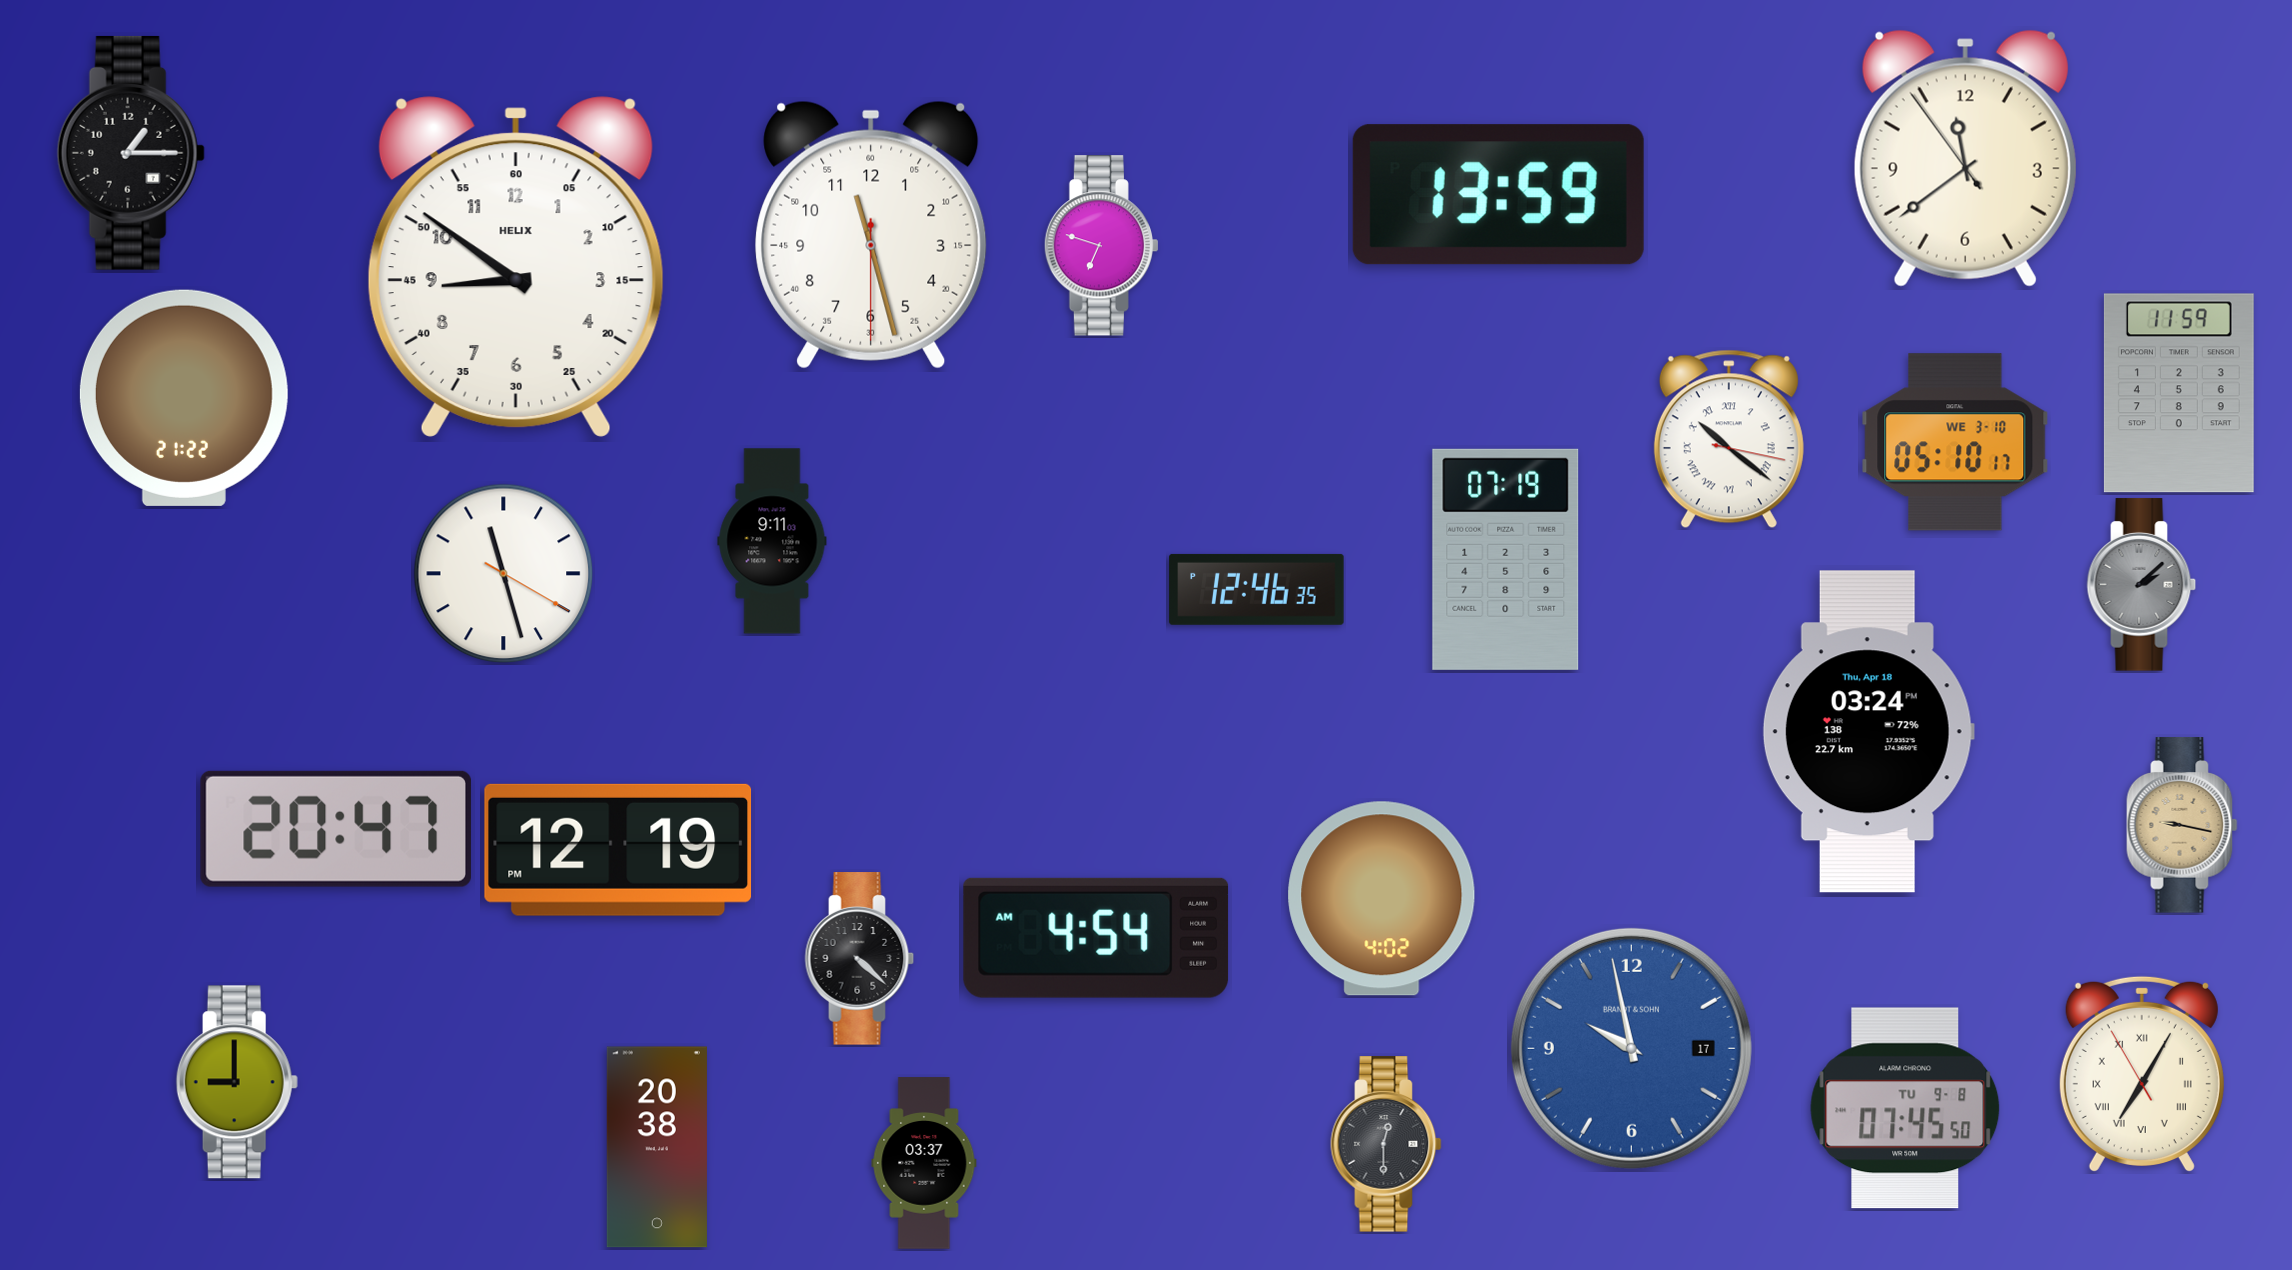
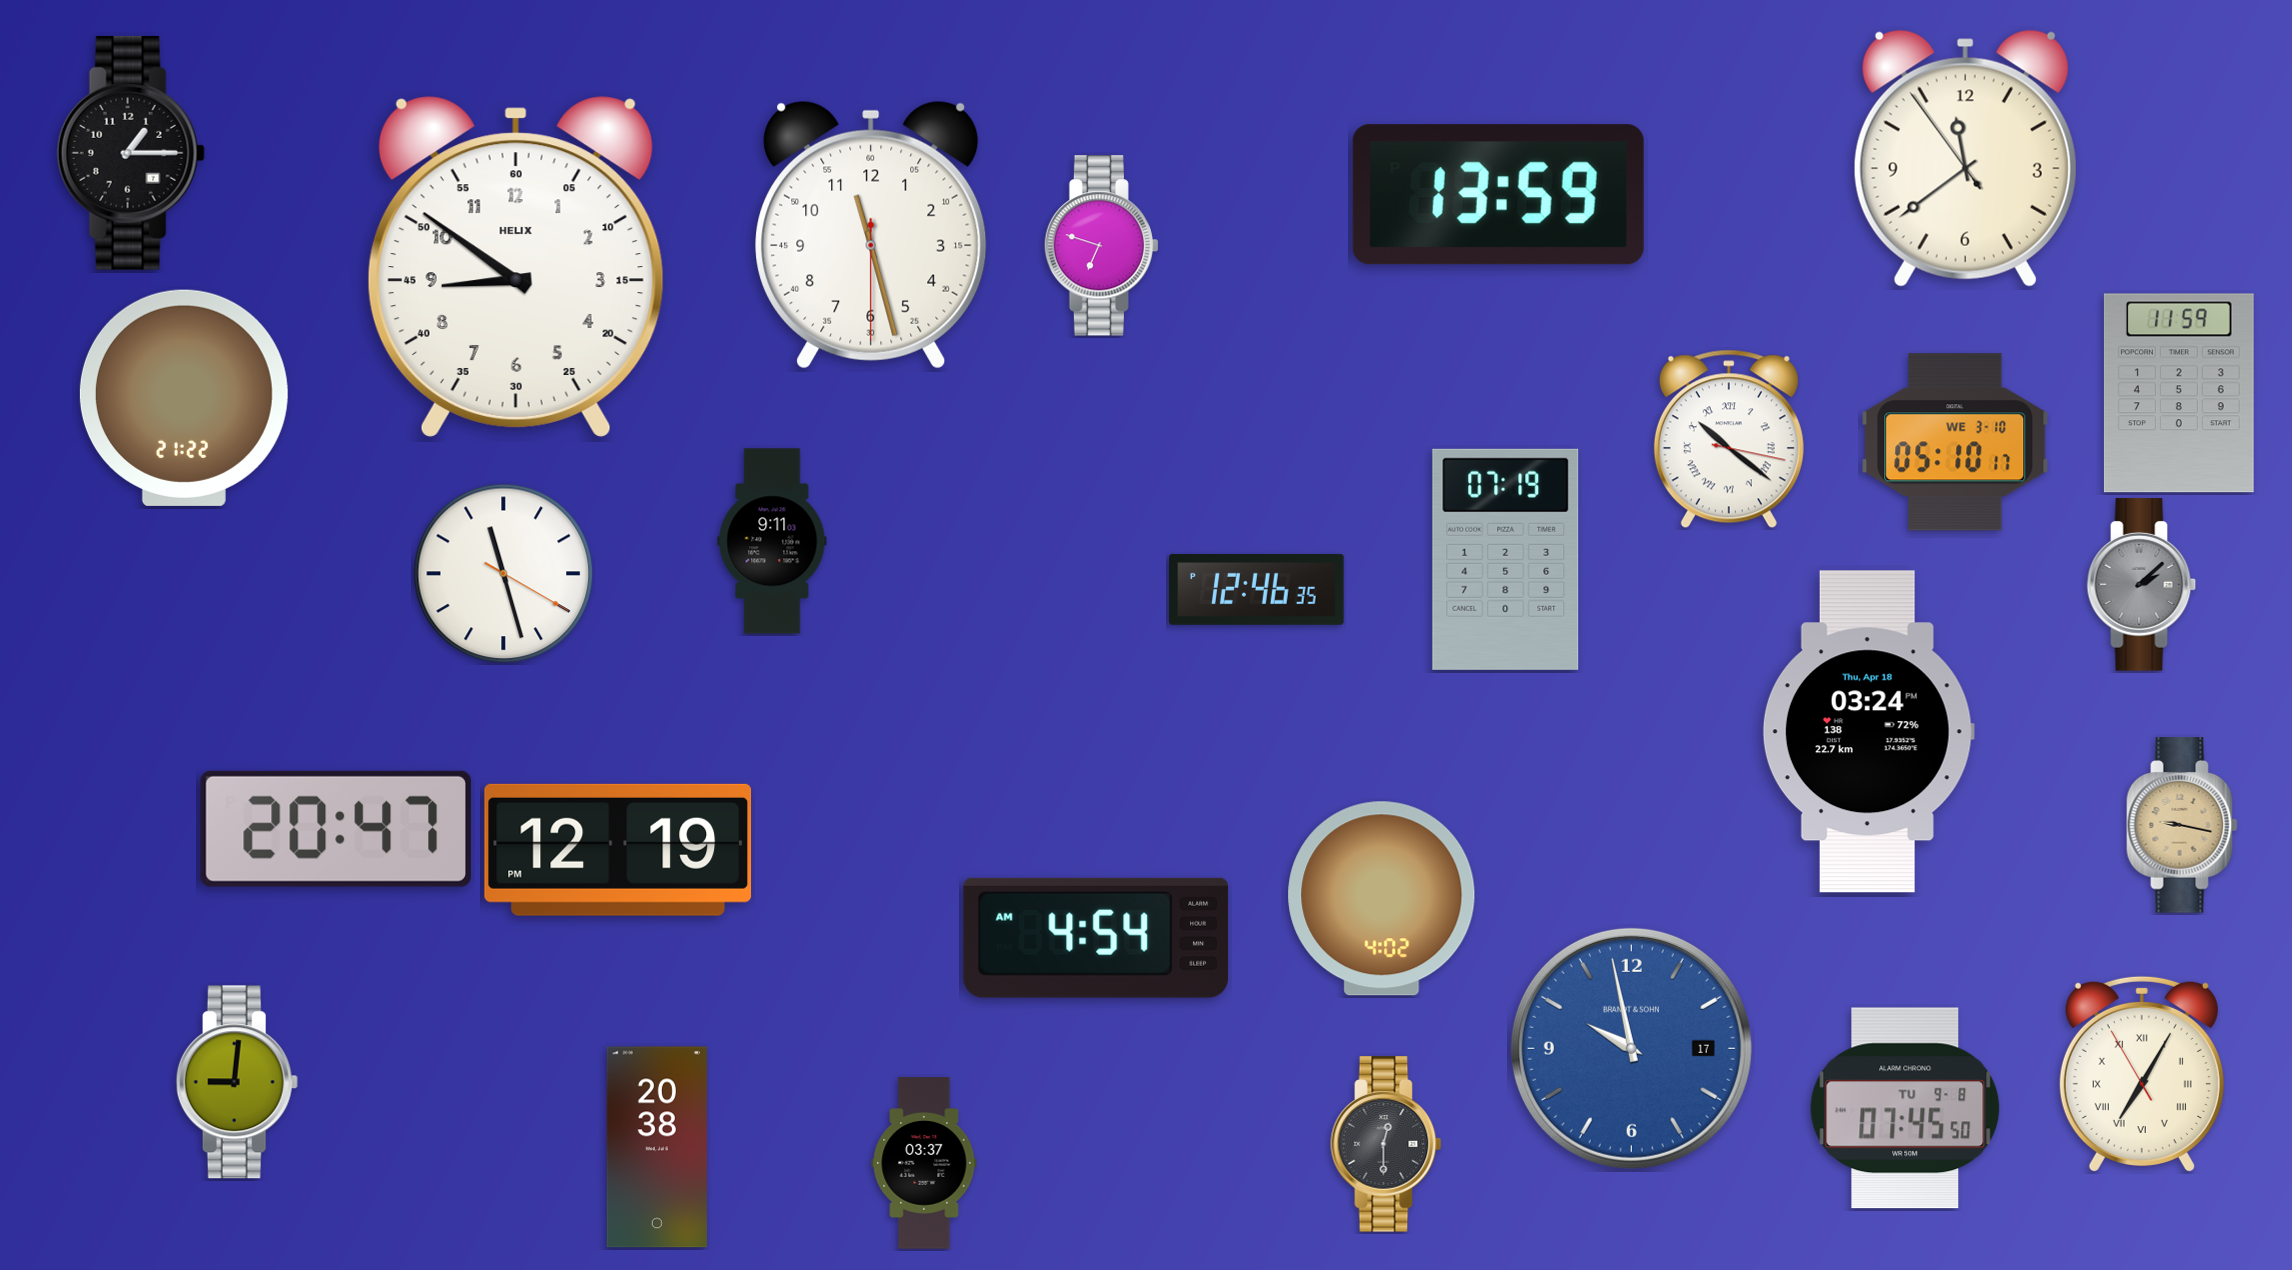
clock at (860, 959): 4:22 -> none
clock at (237, 1082): 9:00 -> 9:01
